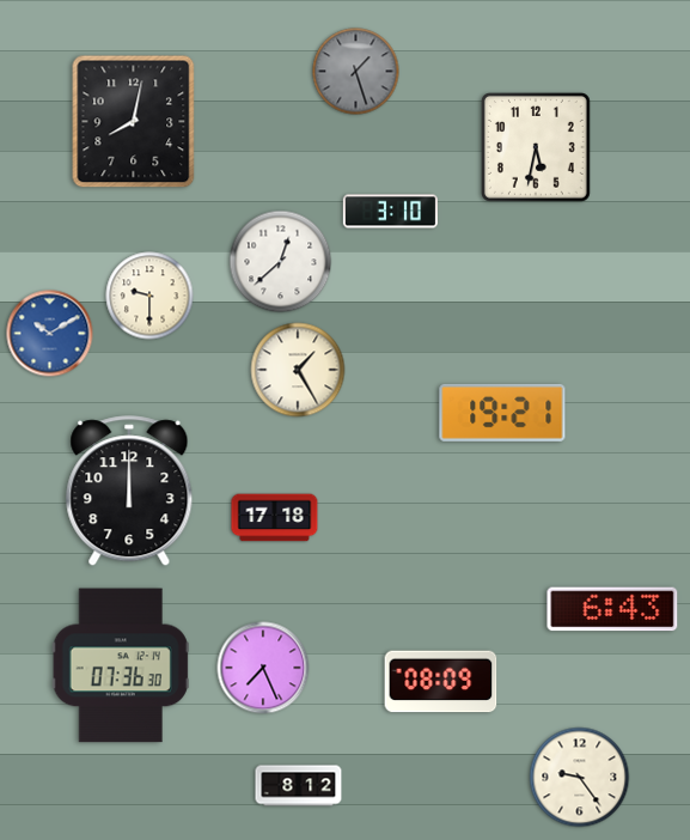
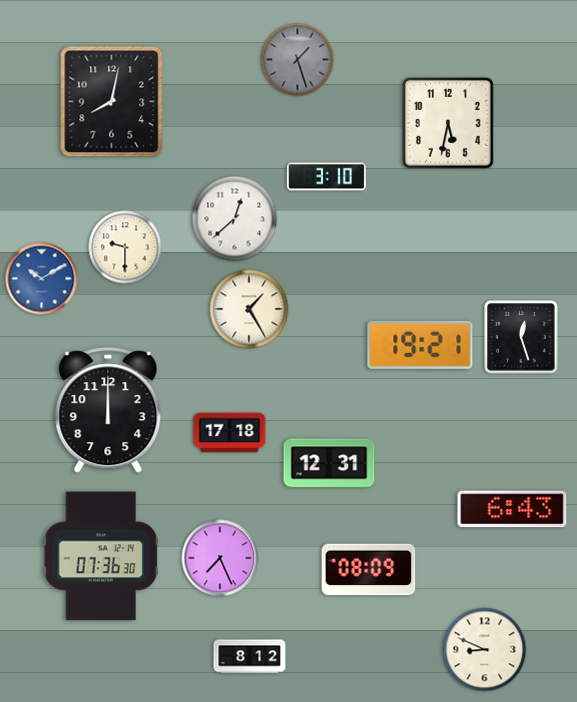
clock at (521, 337): none -> 12:27
clock at (329, 463): none -> 12:31
clock at (580, 778): 9:24 -> 8:49
